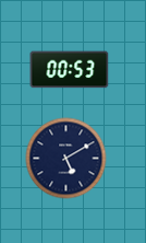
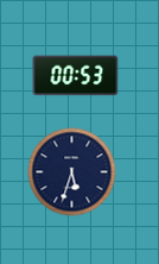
clock at (66, 159): 5:10 -> 5:33
